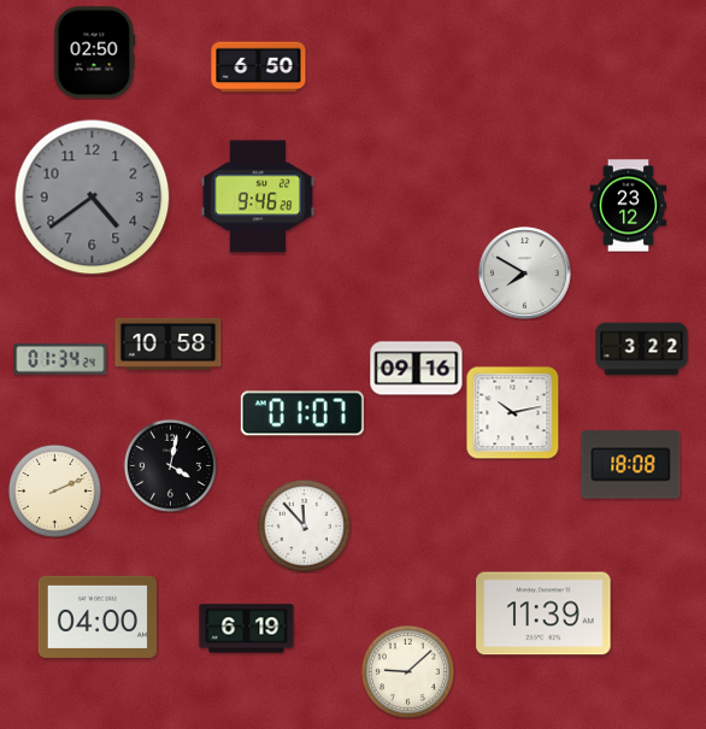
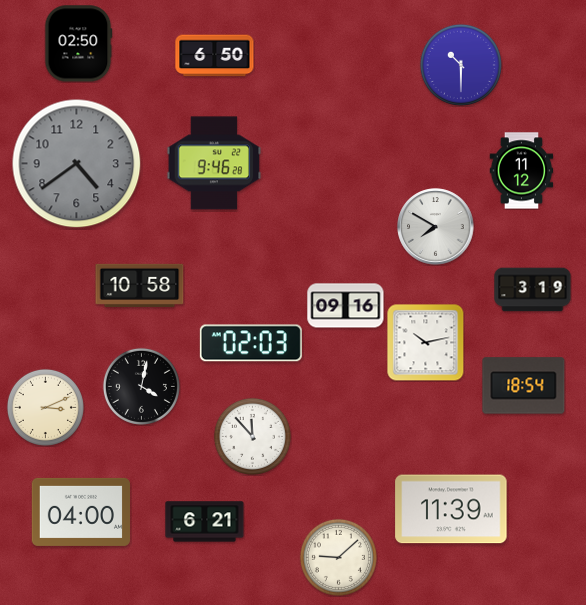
clock at (461, 65): none -> 10:30
clock at (629, 206): 23:12 -> 11:12
clock at (642, 349): 3:22 -> 3:19
clock at (60, 360): 01:34 -> none
clock at (302, 413): 01:07 -> 02:03
clock at (631, 465): 18:08 -> 18:54
clock at (54, 490): 2:11 -> 3:11
clock at (247, 629): 6:19 -> 6:21
